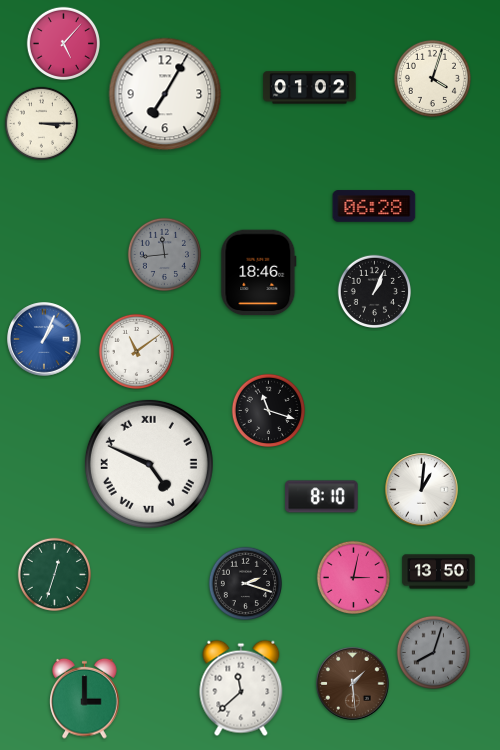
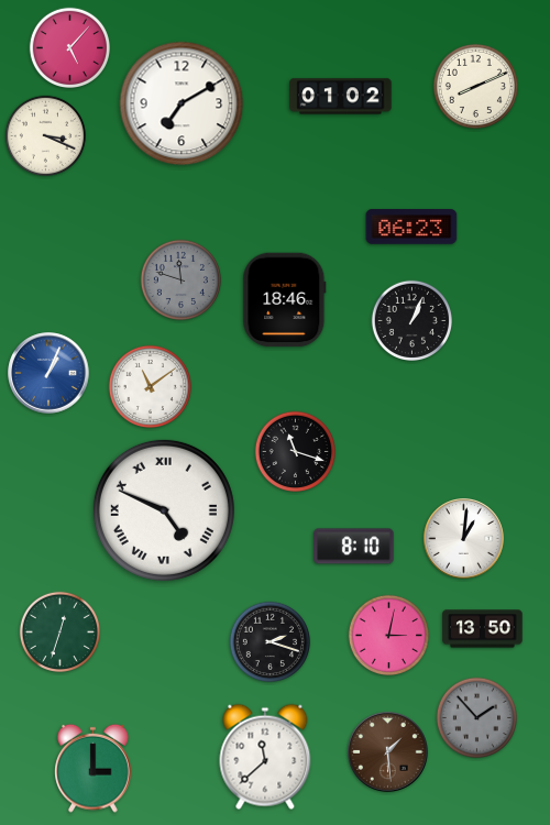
clock at (432, 78): 4:03 -> 8:11
clock at (165, 94): 7:05 -> 7:10
clock at (41, 123): 3:15 -> 3:19
clock at (374, 206): 06:28 -> 06:23
clock at (164, 254): 11:44 -> 11:48
clock at (433, 652): 8:03 -> 1:53
